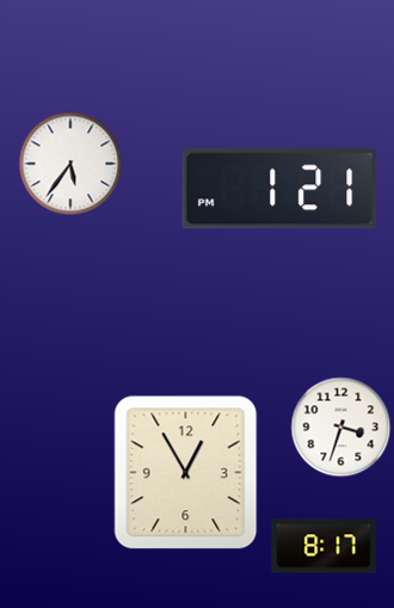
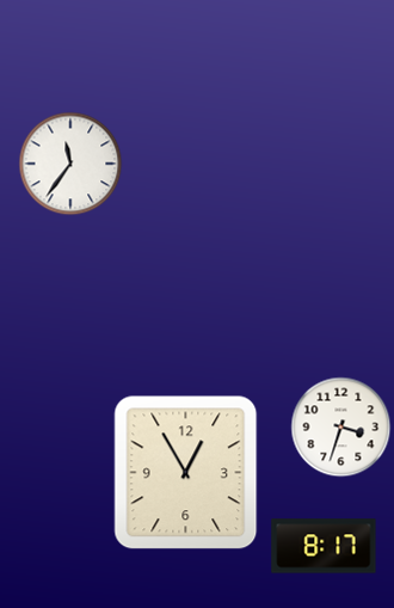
clock at (70, 164): 5:36 -> 11:36
clock at (279, 189): 1:21 -> none
